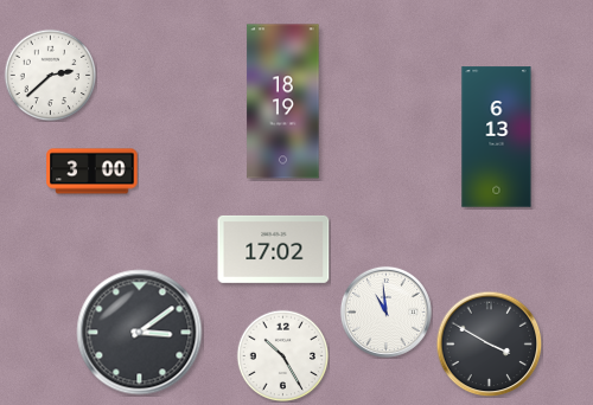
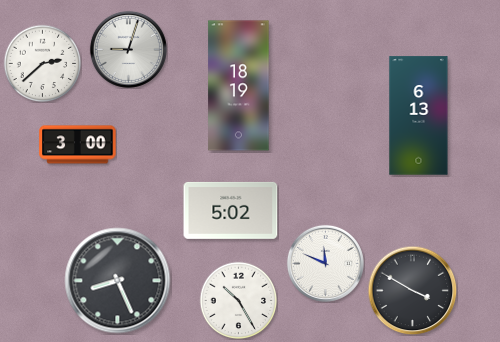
clock at (128, 49): none -> 9:03
clock at (274, 249): 17:02 -> 5:02
clock at (385, 311): 10:59 -> 11:49
clock at (140, 333): 3:09 -> 8:26
